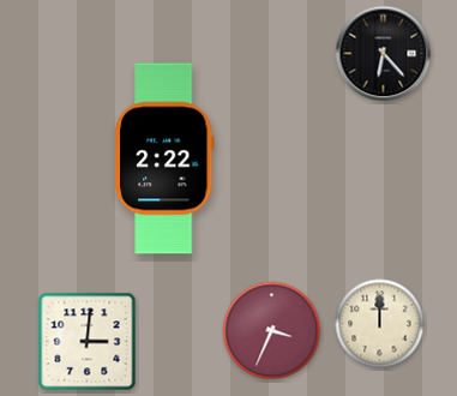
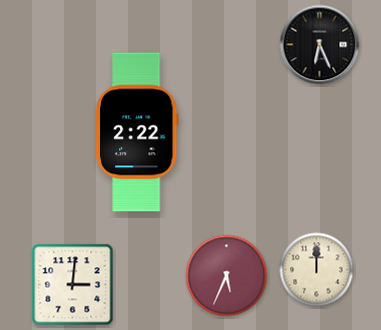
clock at (384, 54): 6:23 -> 6:26
clock at (272, 331): 3:34 -> 5:34
